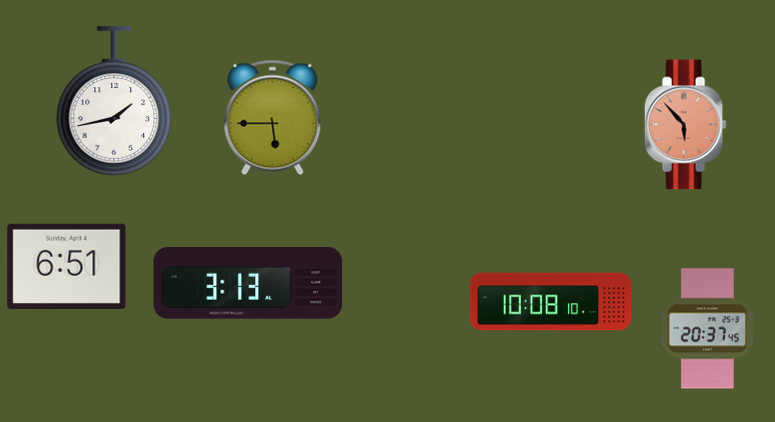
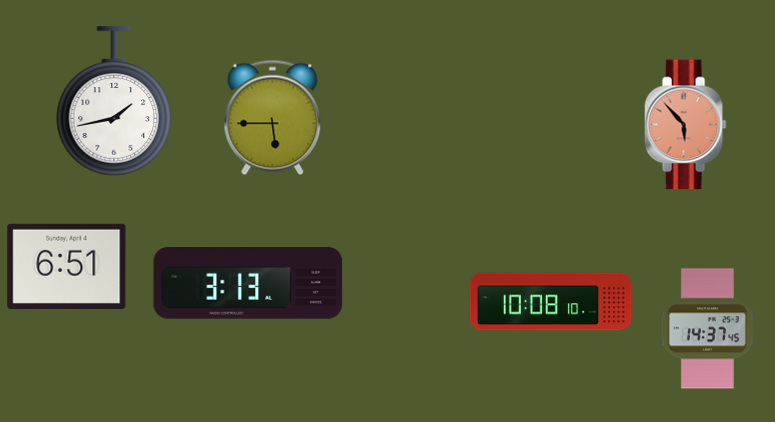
clock at (707, 329): 20:37 -> 14:37
